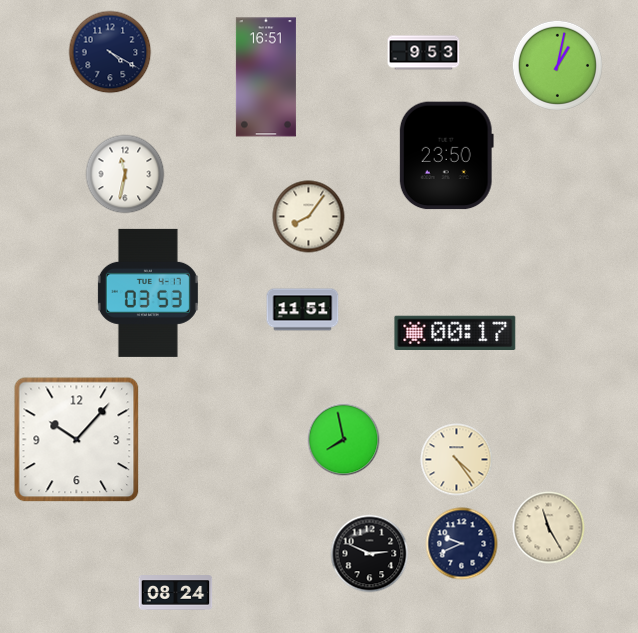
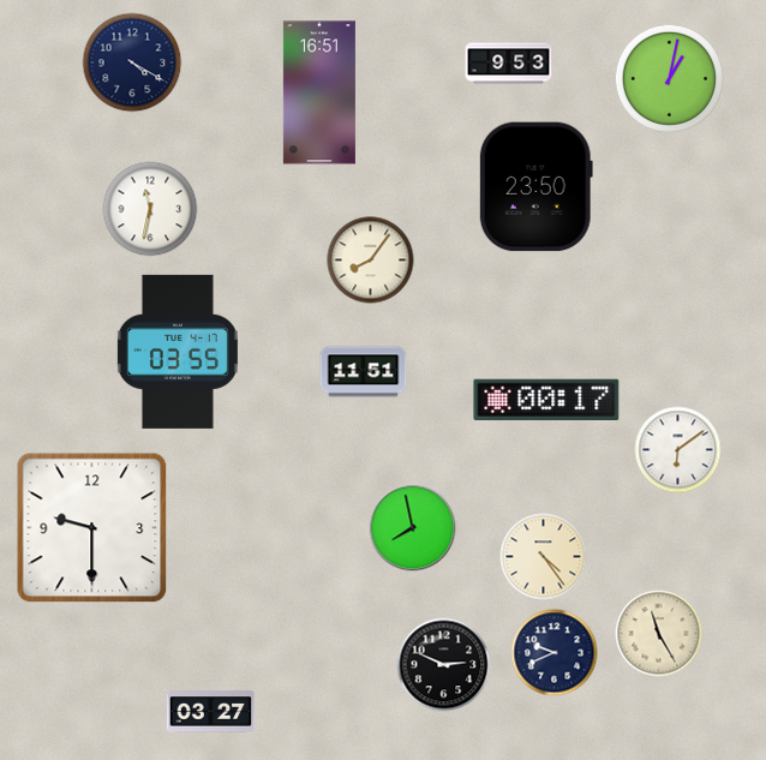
clock at (148, 293): 03:53 -> 03:55
clock at (678, 450): none -> 6:09
clock at (77, 440): 10:07 -> 9:30
clock at (457, 460) position: (457, 460) -> (544, 557)
clock at (176, 593): 08:24 -> 03:27
